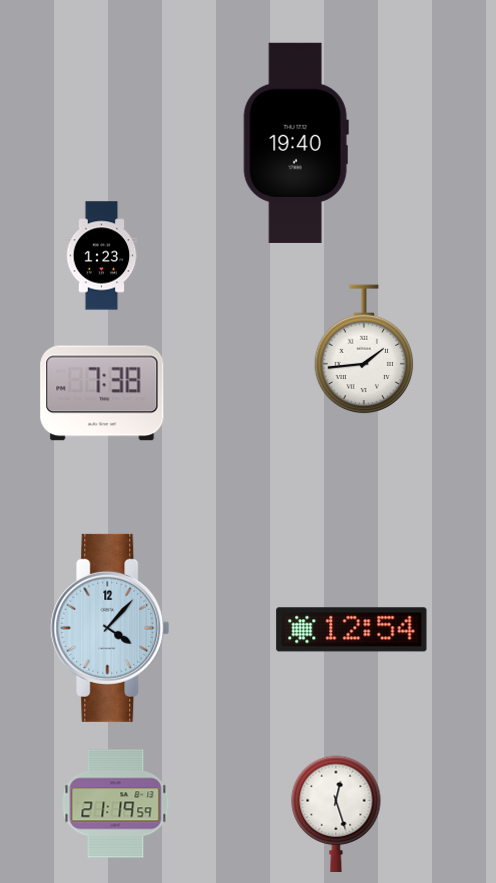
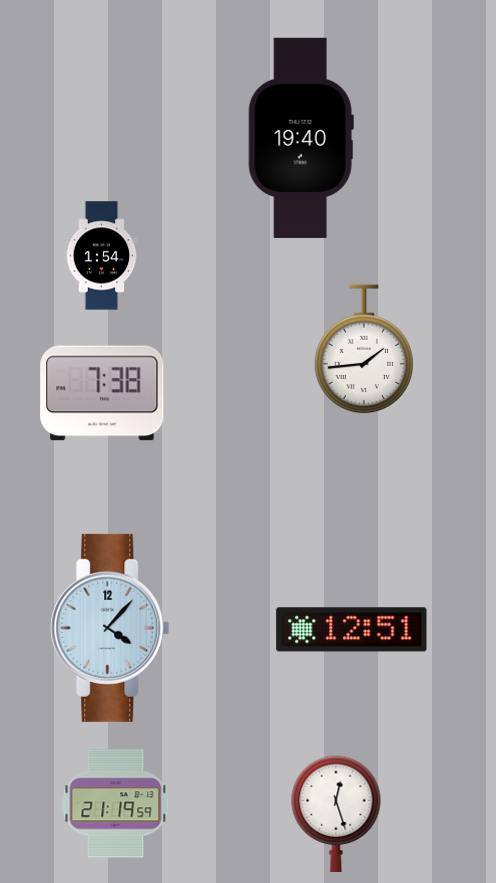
clock at (296, 143) position: (296, 143) -> (301, 138)
clock at (102, 256): 1:23 -> 1:54
clock at (352, 630): 12:54 -> 12:51
